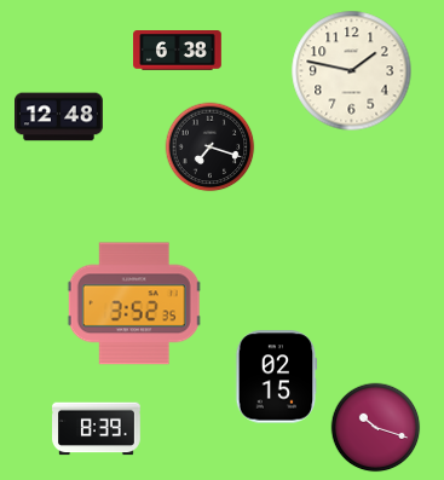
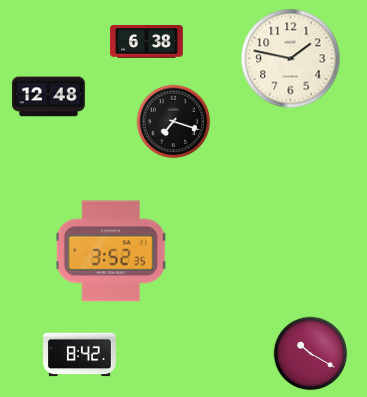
clock at (276, 377): 02:15 -> none
clock at (376, 428): 10:18 -> 10:20
clock at (97, 429): 8:39 -> 8:42
